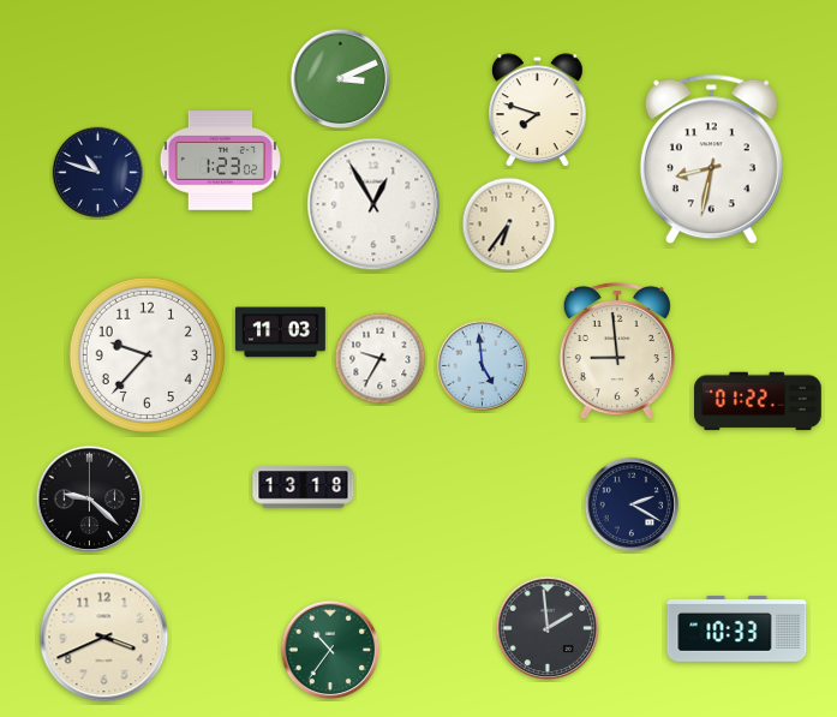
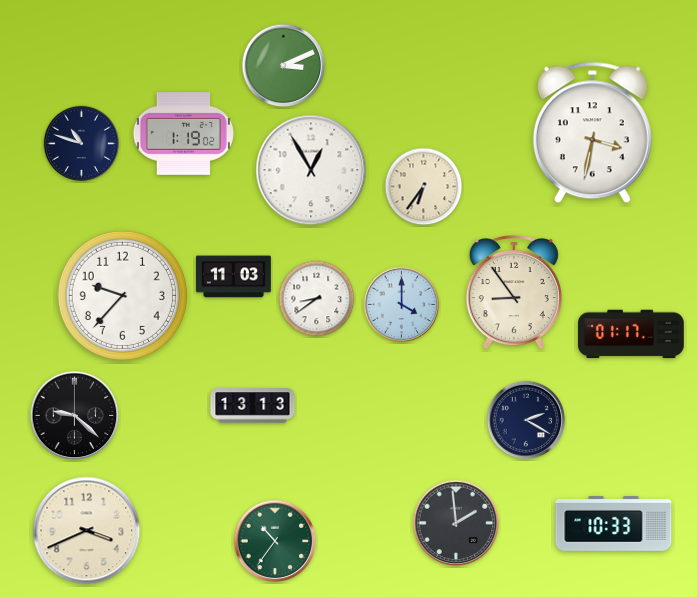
clock at (538, 110): 7:48 -> none
clock at (711, 160): 8:32 -> 3:32
clock at (220, 161): 1:23 -> 1:19
clock at (617, 351): 8:59 -> 8:54
clock at (381, 359): 9:35 -> 8:39
clock at (483, 366): 4:59 -> 4:00
clock at (758, 401): 01:22 -> 01:17
clock at (304, 488): 13:18 -> 13:13
